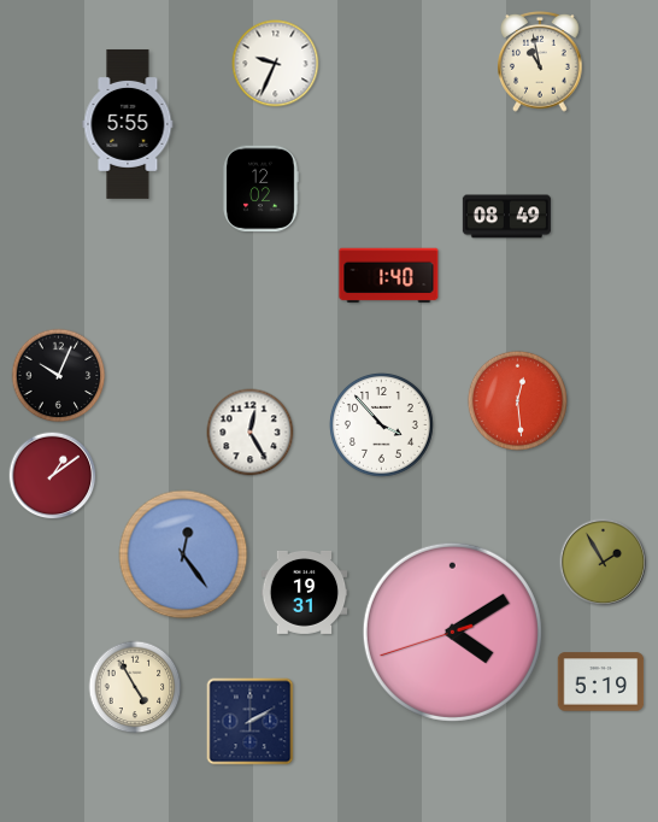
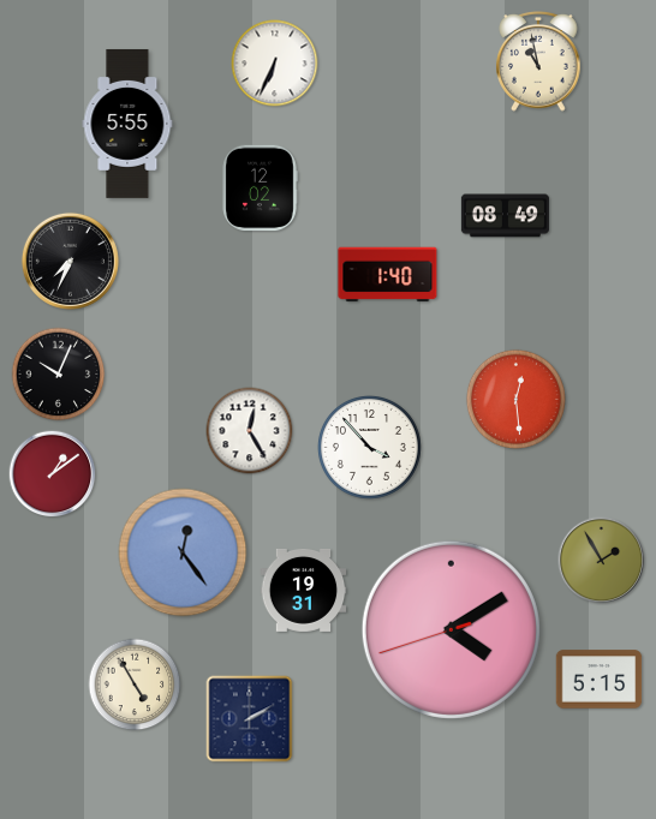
clock at (276, 64): 9:34 -> 6:34
clock at (70, 261): none -> 7:34
clock at (381, 424) position: (381, 424) -> (369, 447)
clock at (601, 682): 5:19 -> 5:15
